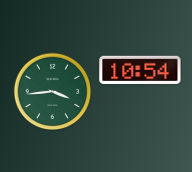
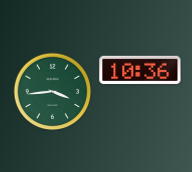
clock at (140, 69): 10:54 -> 10:36
